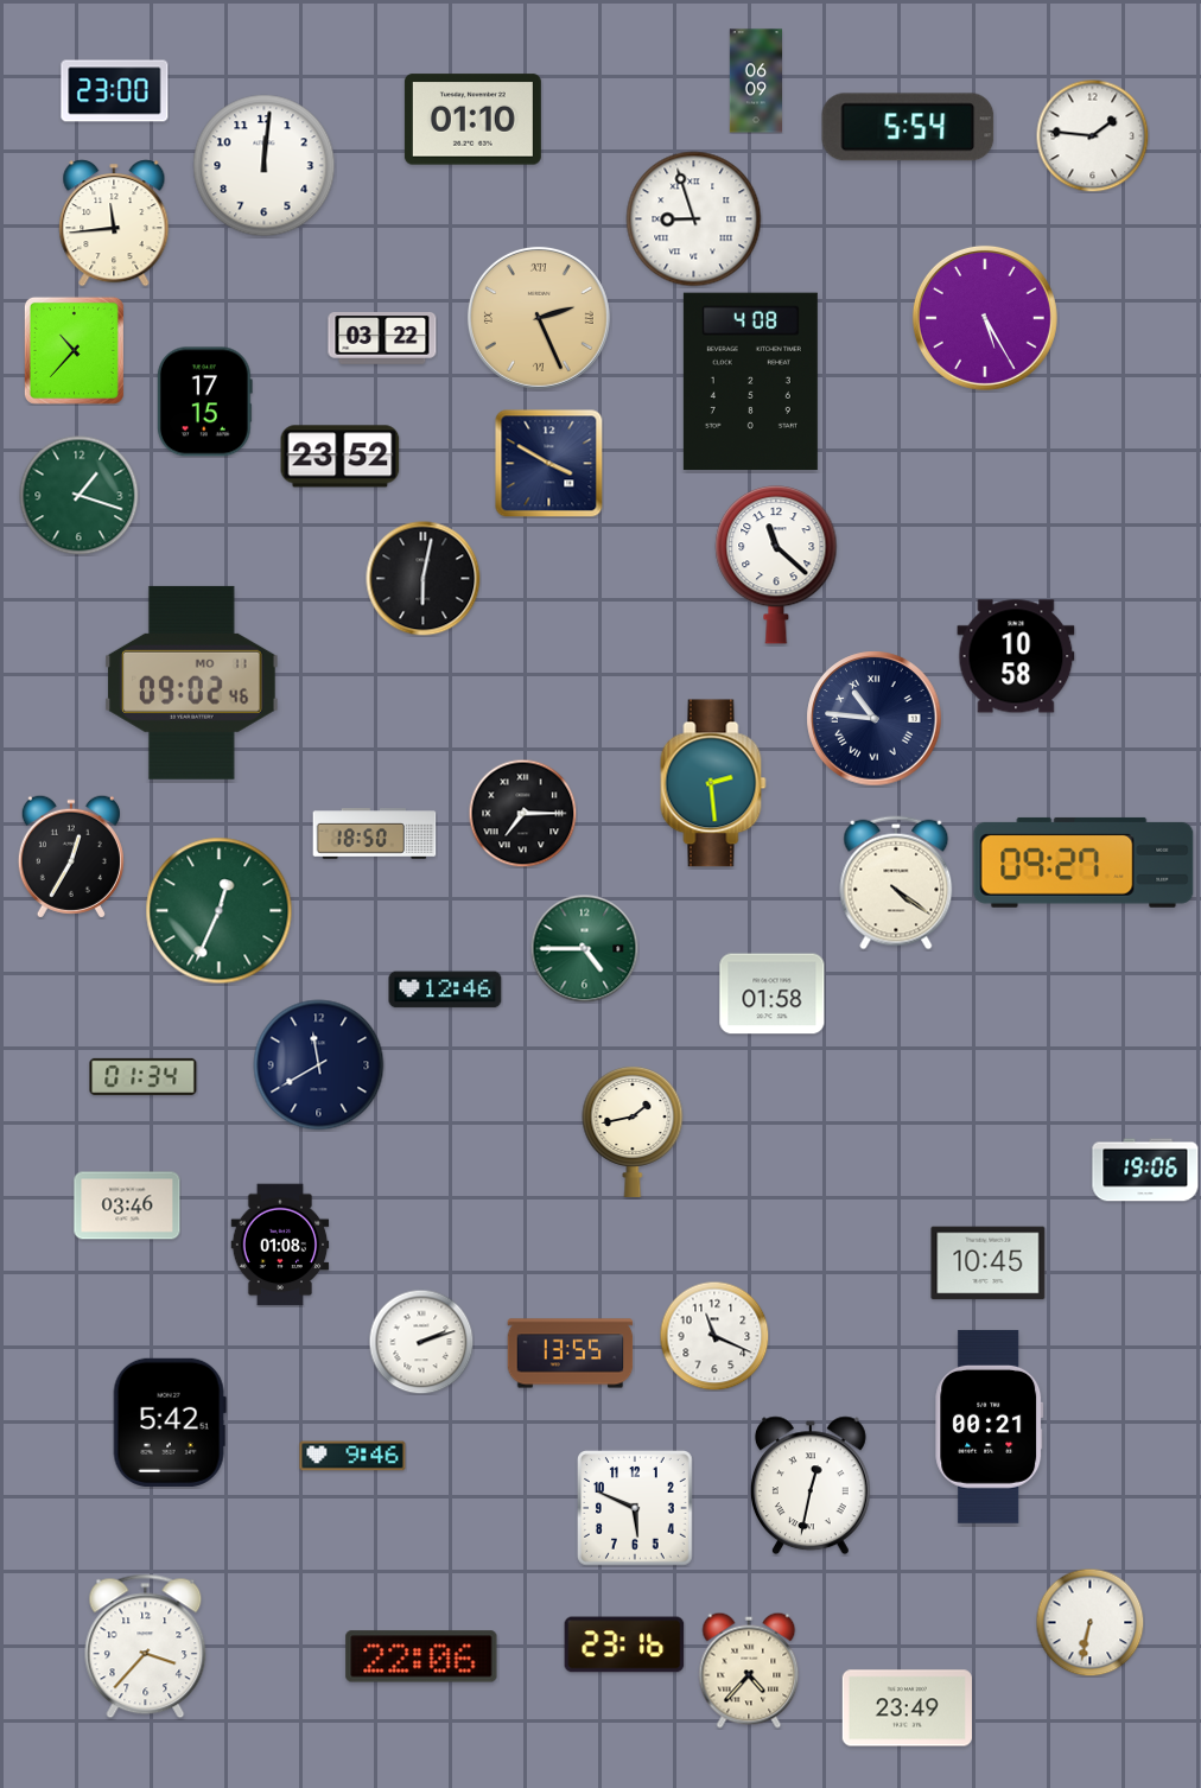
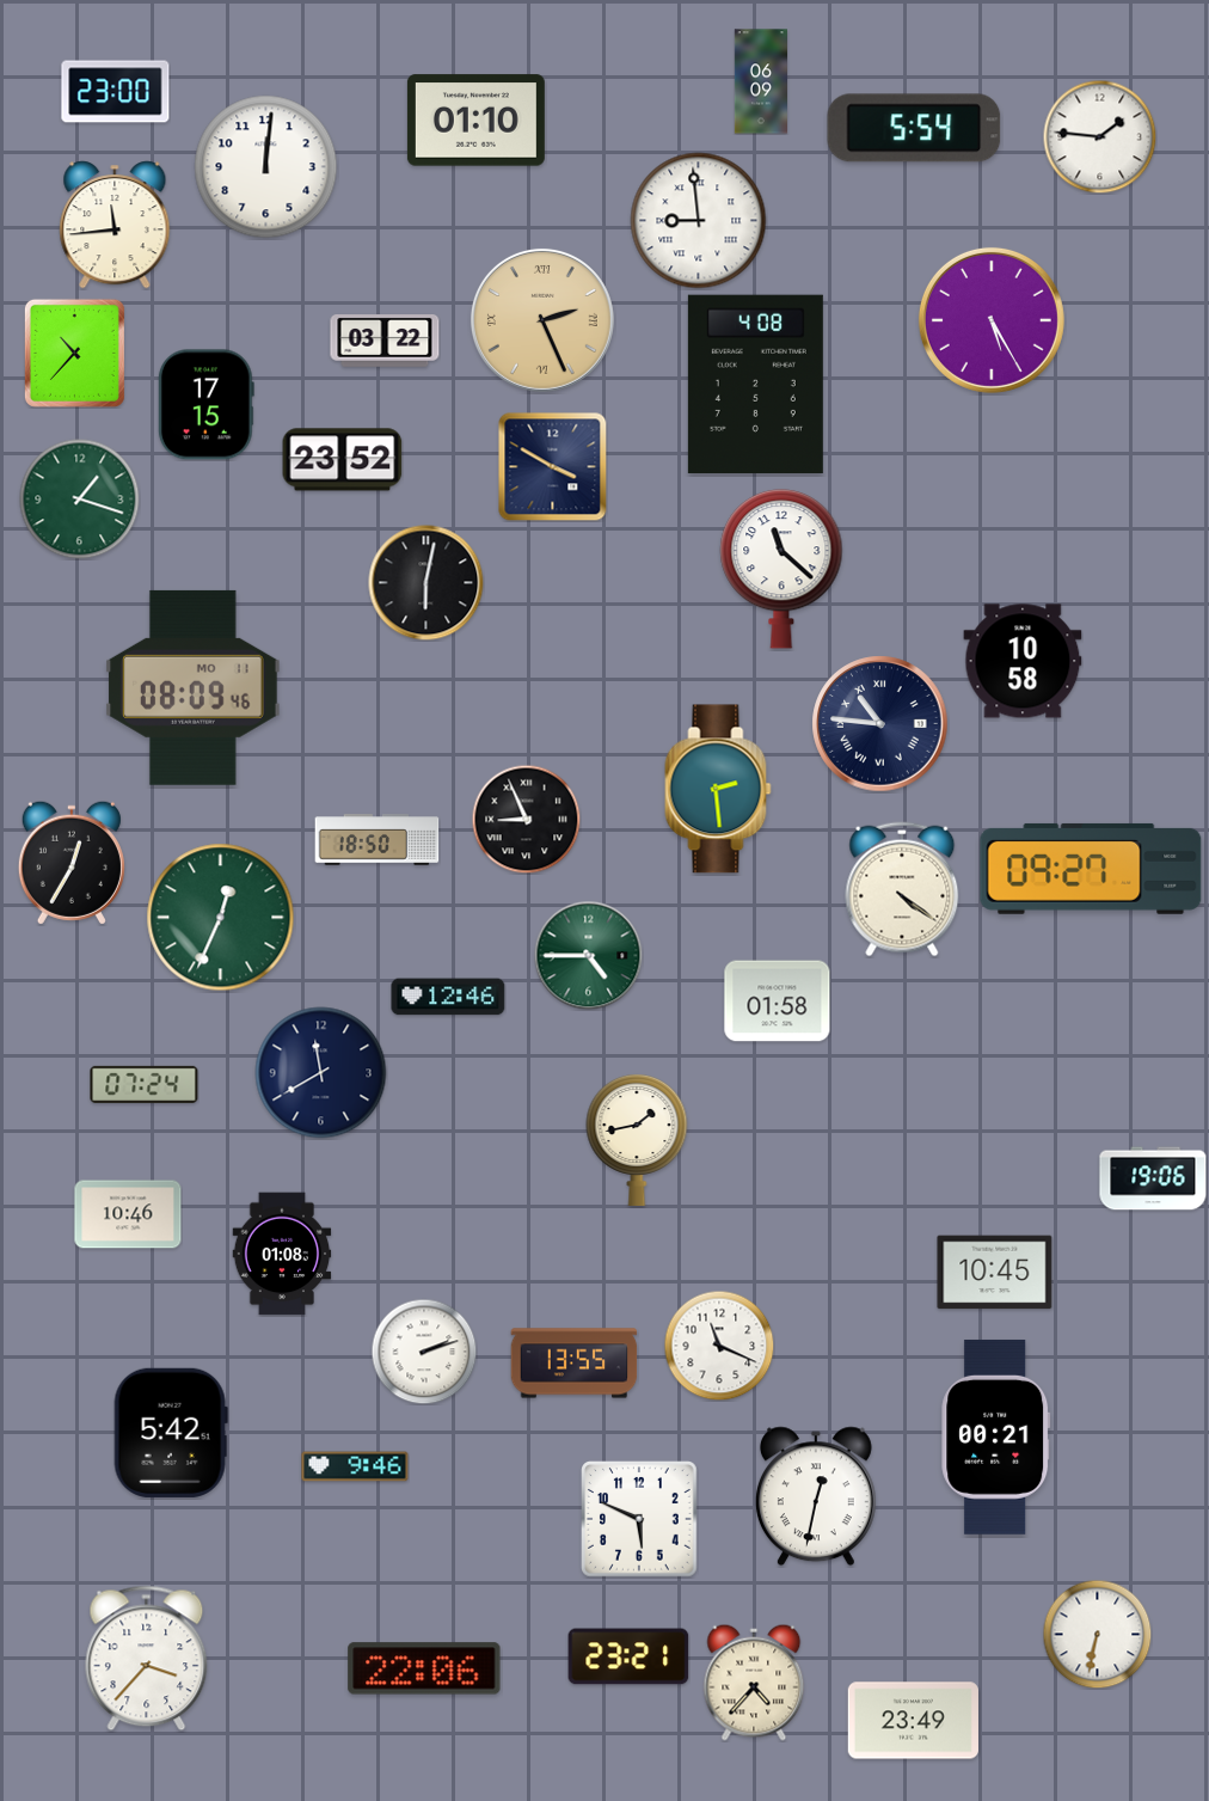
clock at (694, 219): 8:57 -> 8:59
clock at (192, 682): 09:02 -> 08:09
clock at (522, 813): 7:15 -> 8:56
clock at (144, 1076): 01:34 -> 07:24
clock at (127, 1205): 03:46 -> 10:46
clock at (624, 1644): 23:16 -> 23:21
